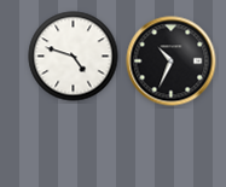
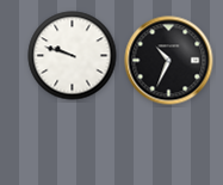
clock at (74, 57): 4:48 -> 9:48
